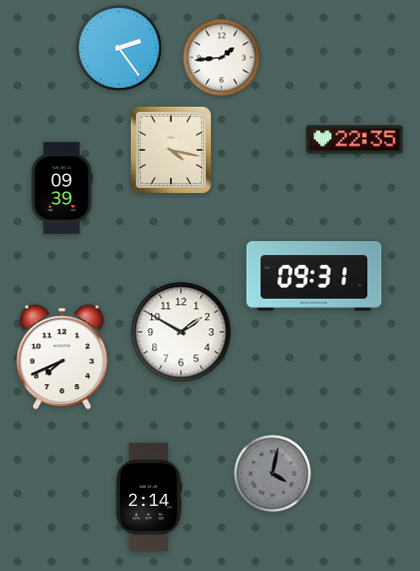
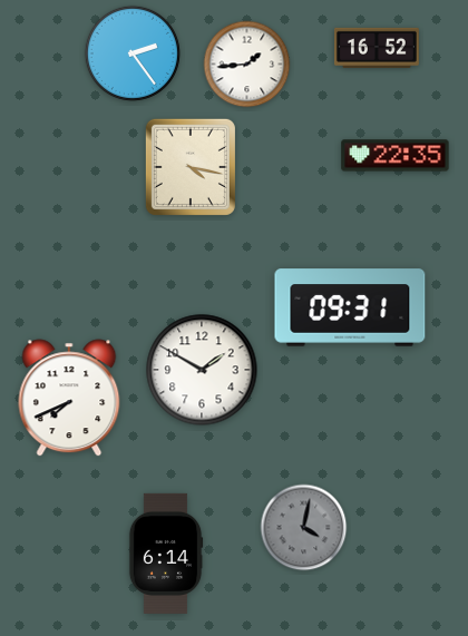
clock at (377, 48): none -> 16:52
clock at (62, 188): 09:39 -> none
clock at (149, 497): 2:14 -> 6:14
